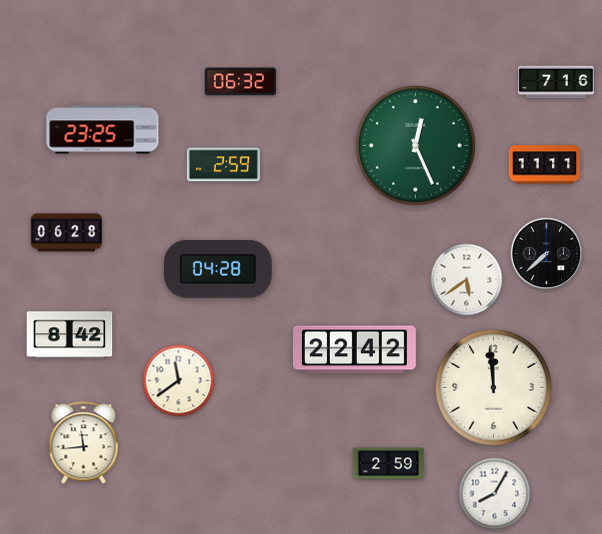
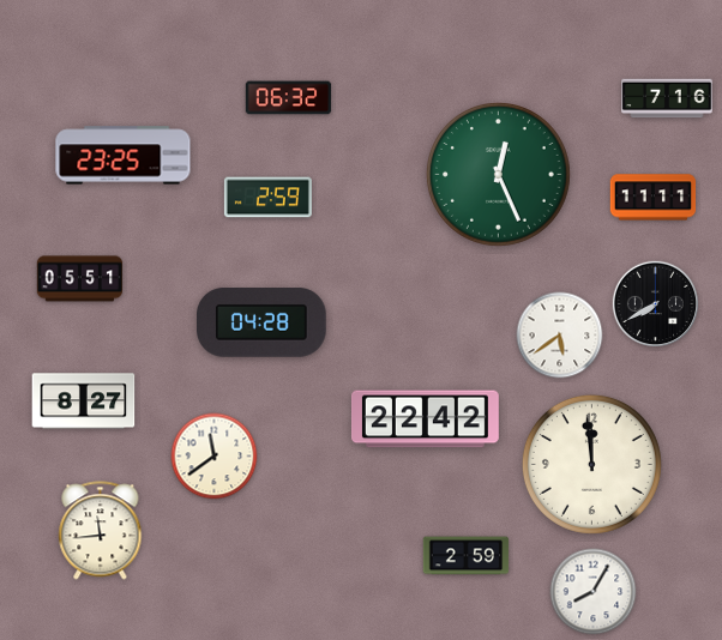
clock at (67, 233): 06:28 -> 05:51
clock at (547, 254): 7:38 -> 7:40
clock at (70, 335): 8:42 -> 8:27
